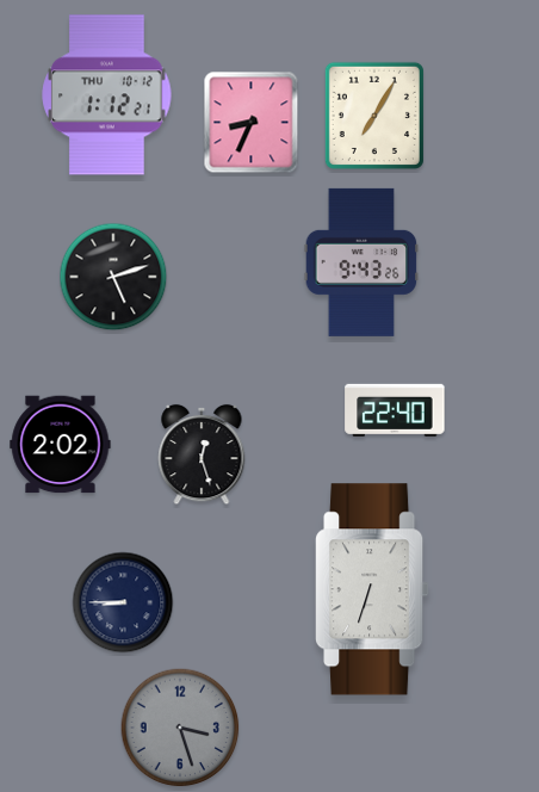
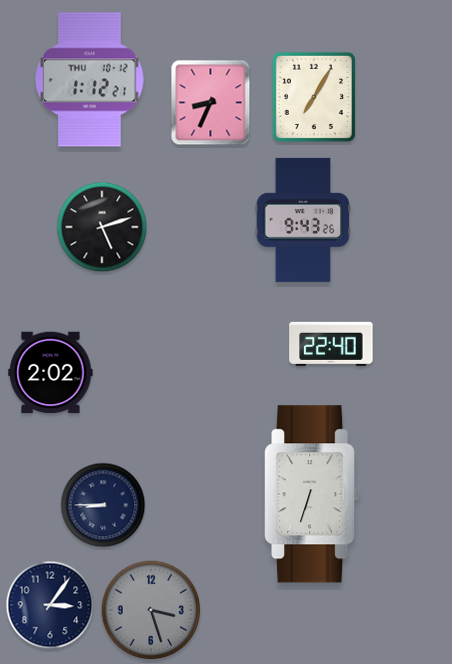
clock at (113, 277) position: (113, 277) -> (102, 227)
clock at (202, 454): 12:27 -> none
clock at (50, 605): none -> 3:06
